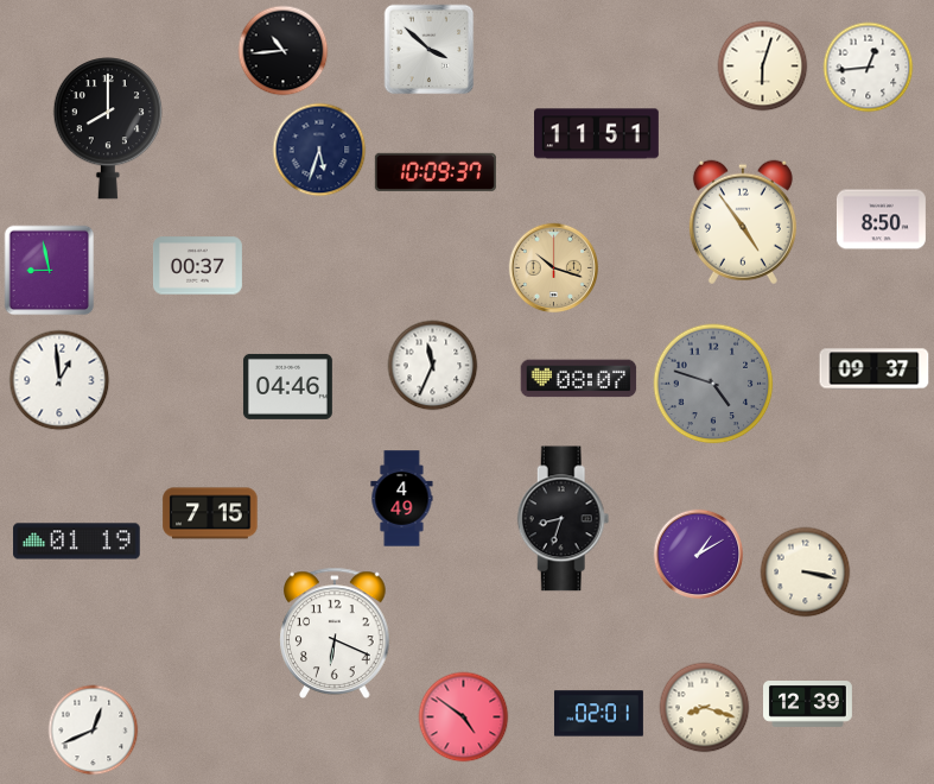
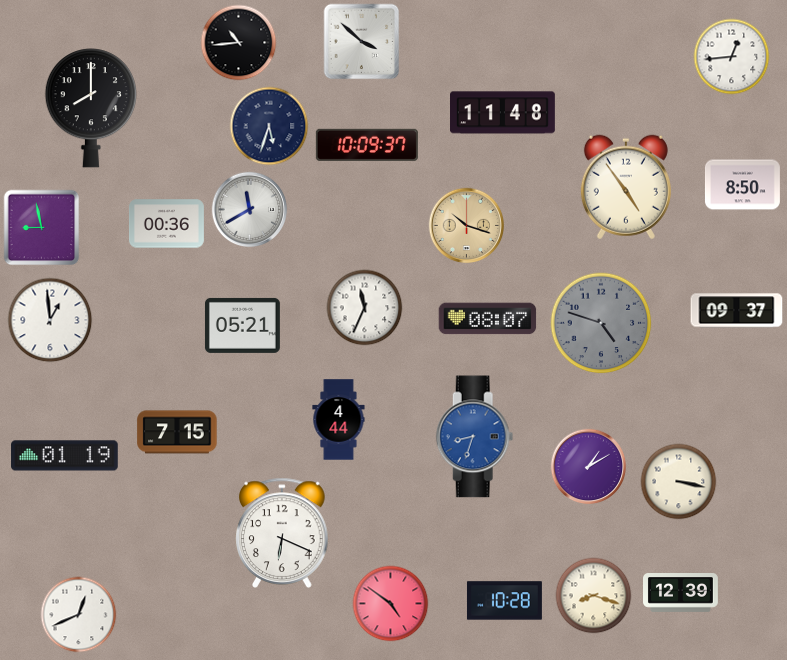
clock at (763, 67): 6:03 -> none
clock at (597, 134): 11:51 -> 11:48
clock at (250, 210): none -> 11:40
clock at (197, 266): 00:37 -> 00:36
clock at (287, 386): 04:46 -> 05:21
clock at (402, 499): 4:49 -> 4:44
clock at (564, 519) dial: black -> blue
clock at (598, 714): 02:01 -> 10:28
